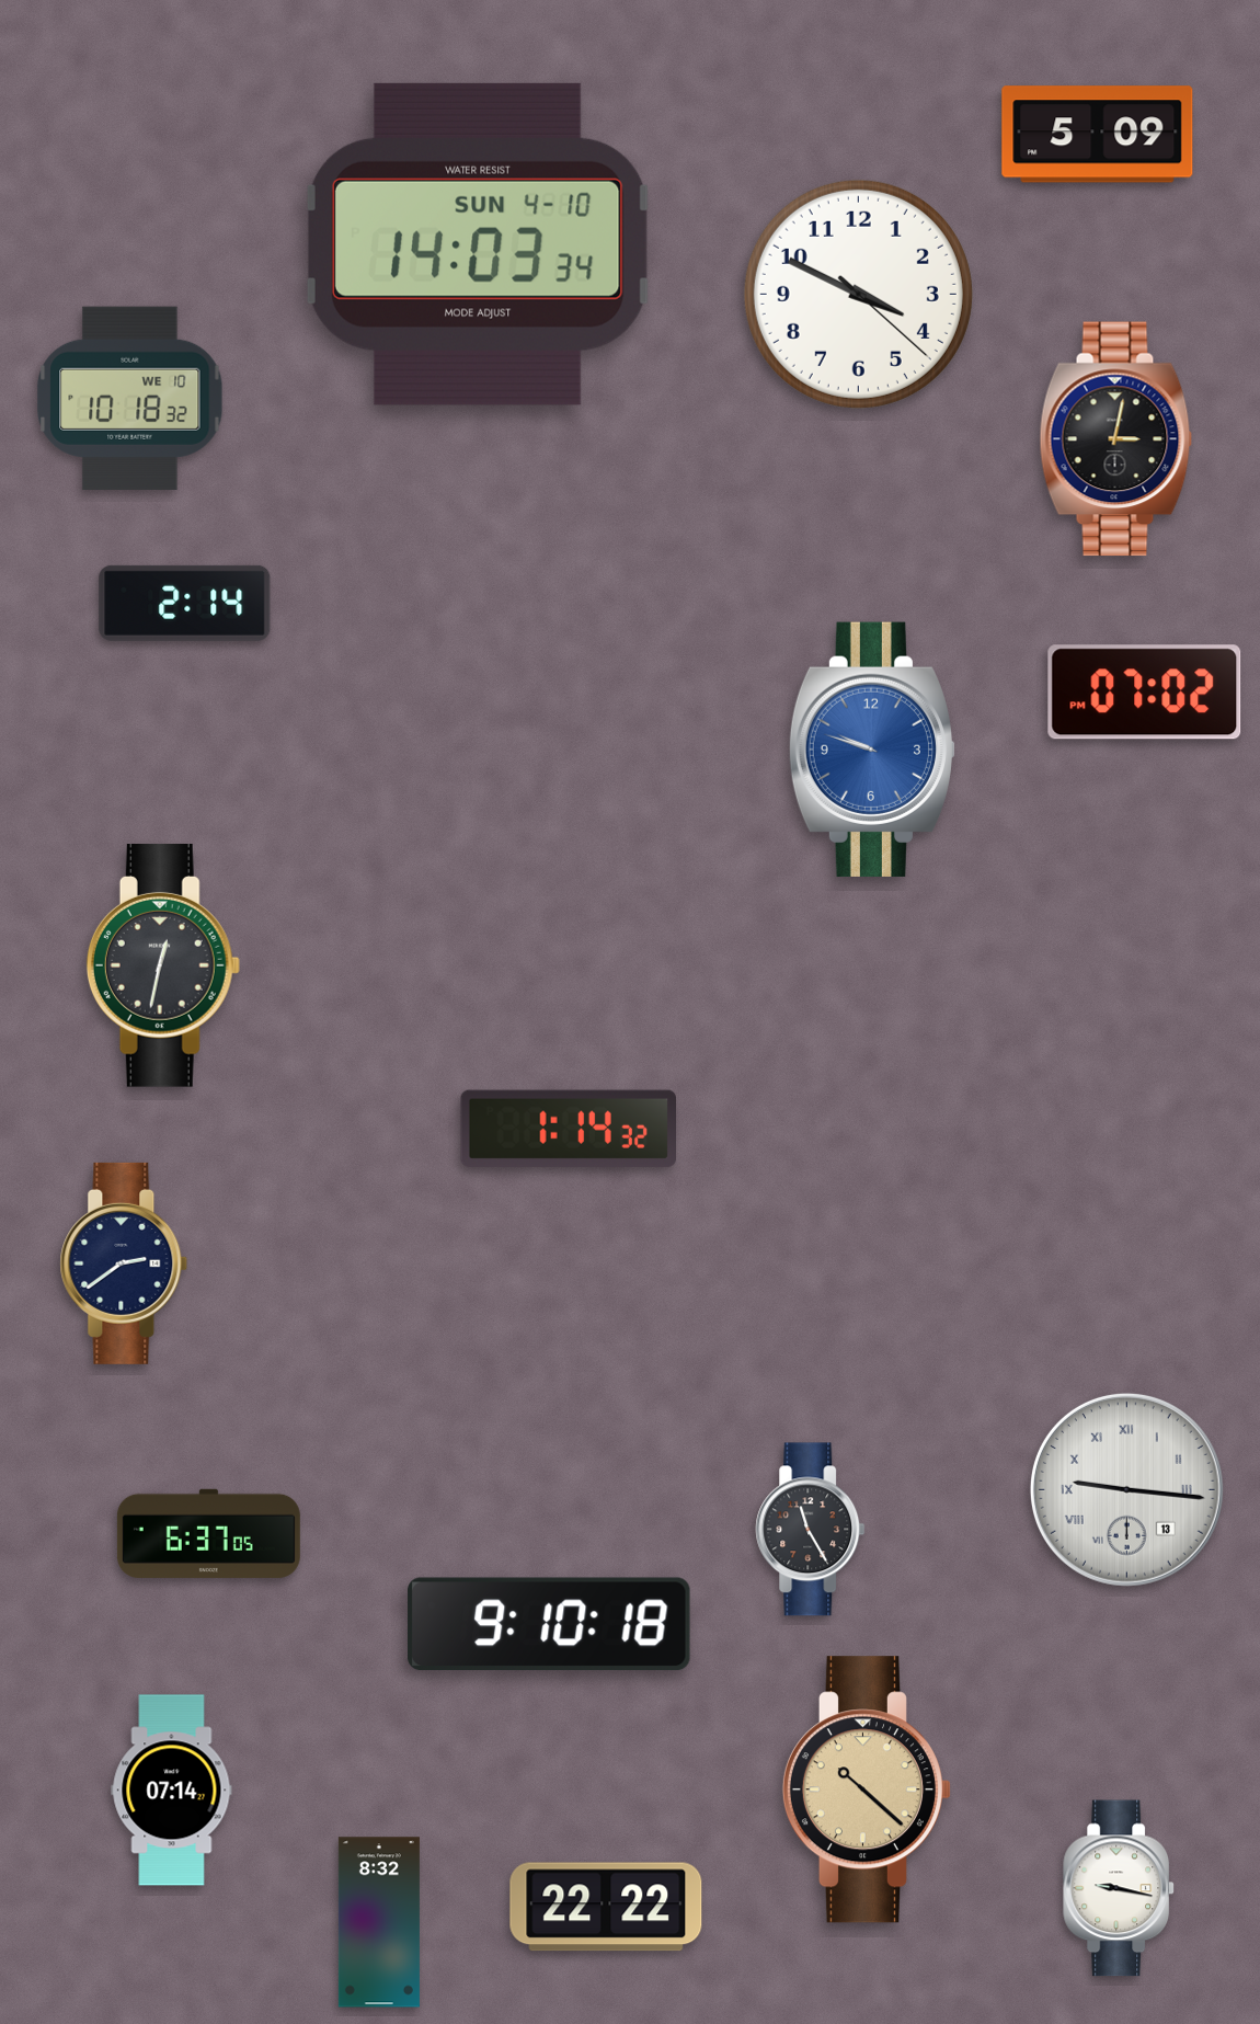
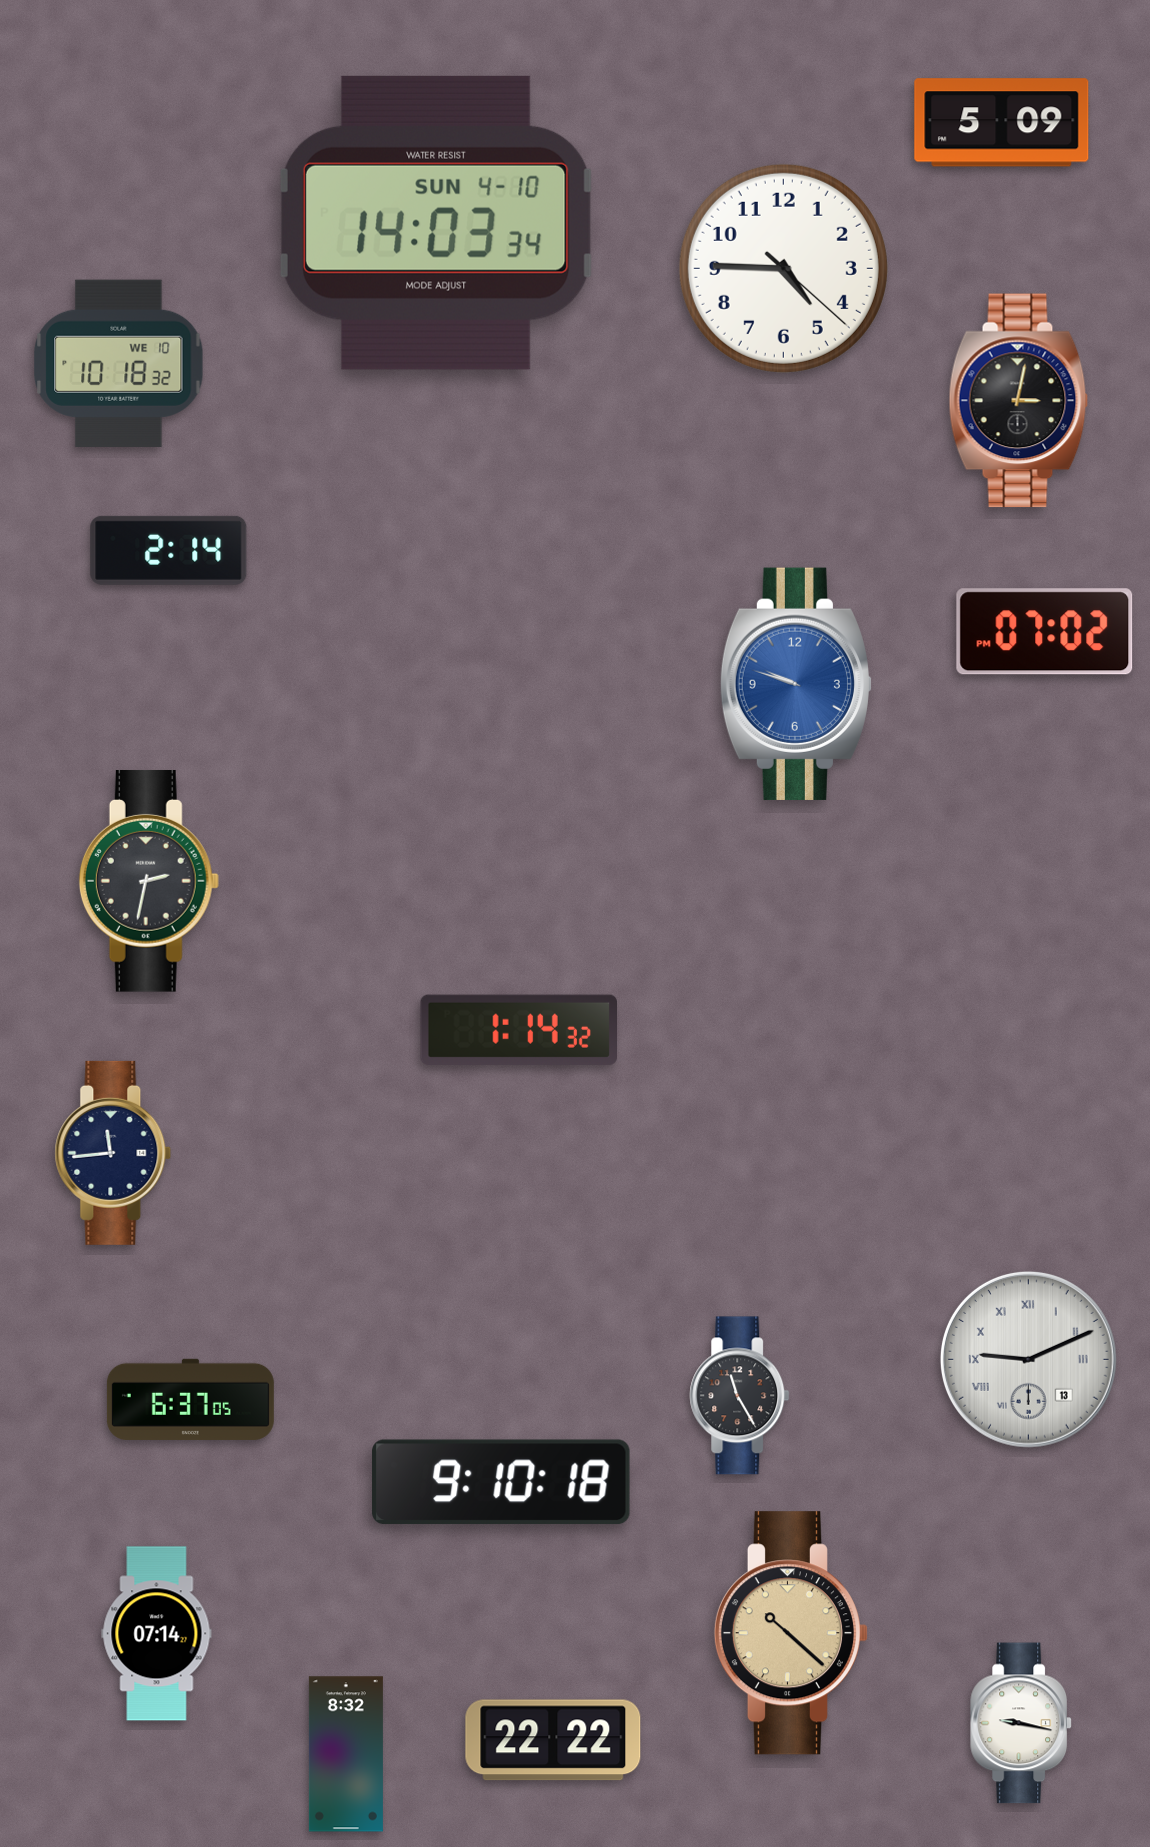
clock at (858, 294): 3:49 -> 4:45
clock at (163, 967): 12:32 -> 2:32
clock at (124, 1263): 2:39 -> 11:44
clock at (1126, 1489): 9:16 -> 9:11
